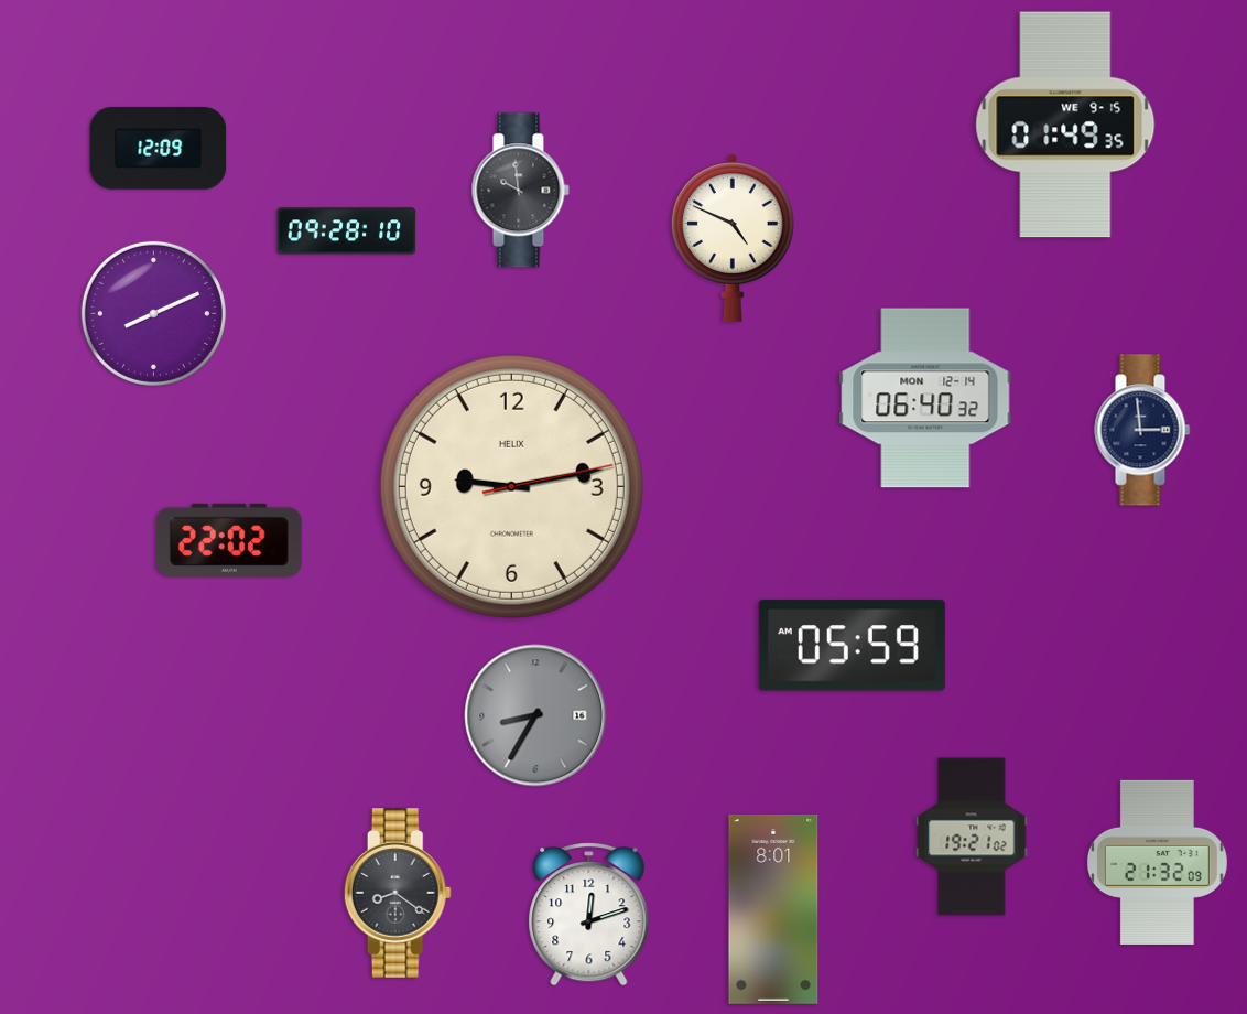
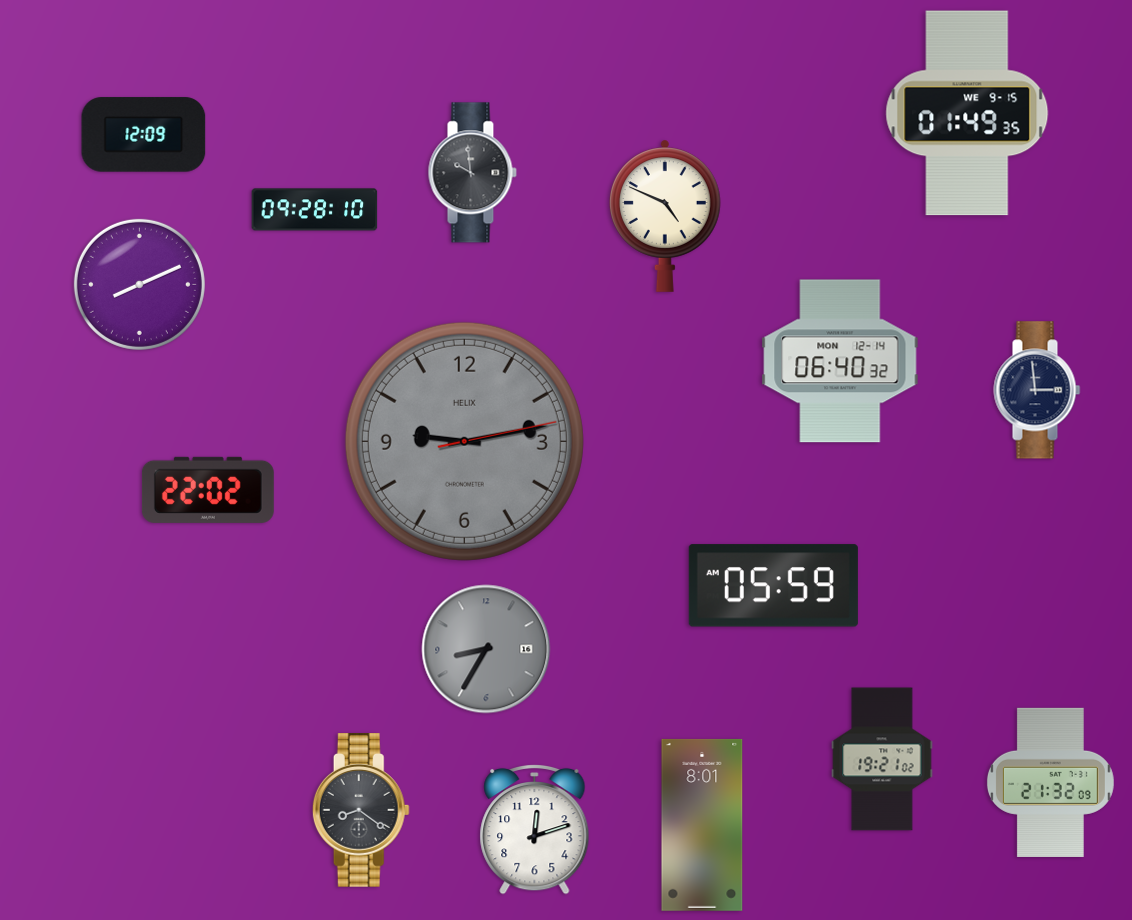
clock at (511, 486) dial: cream -> grey
